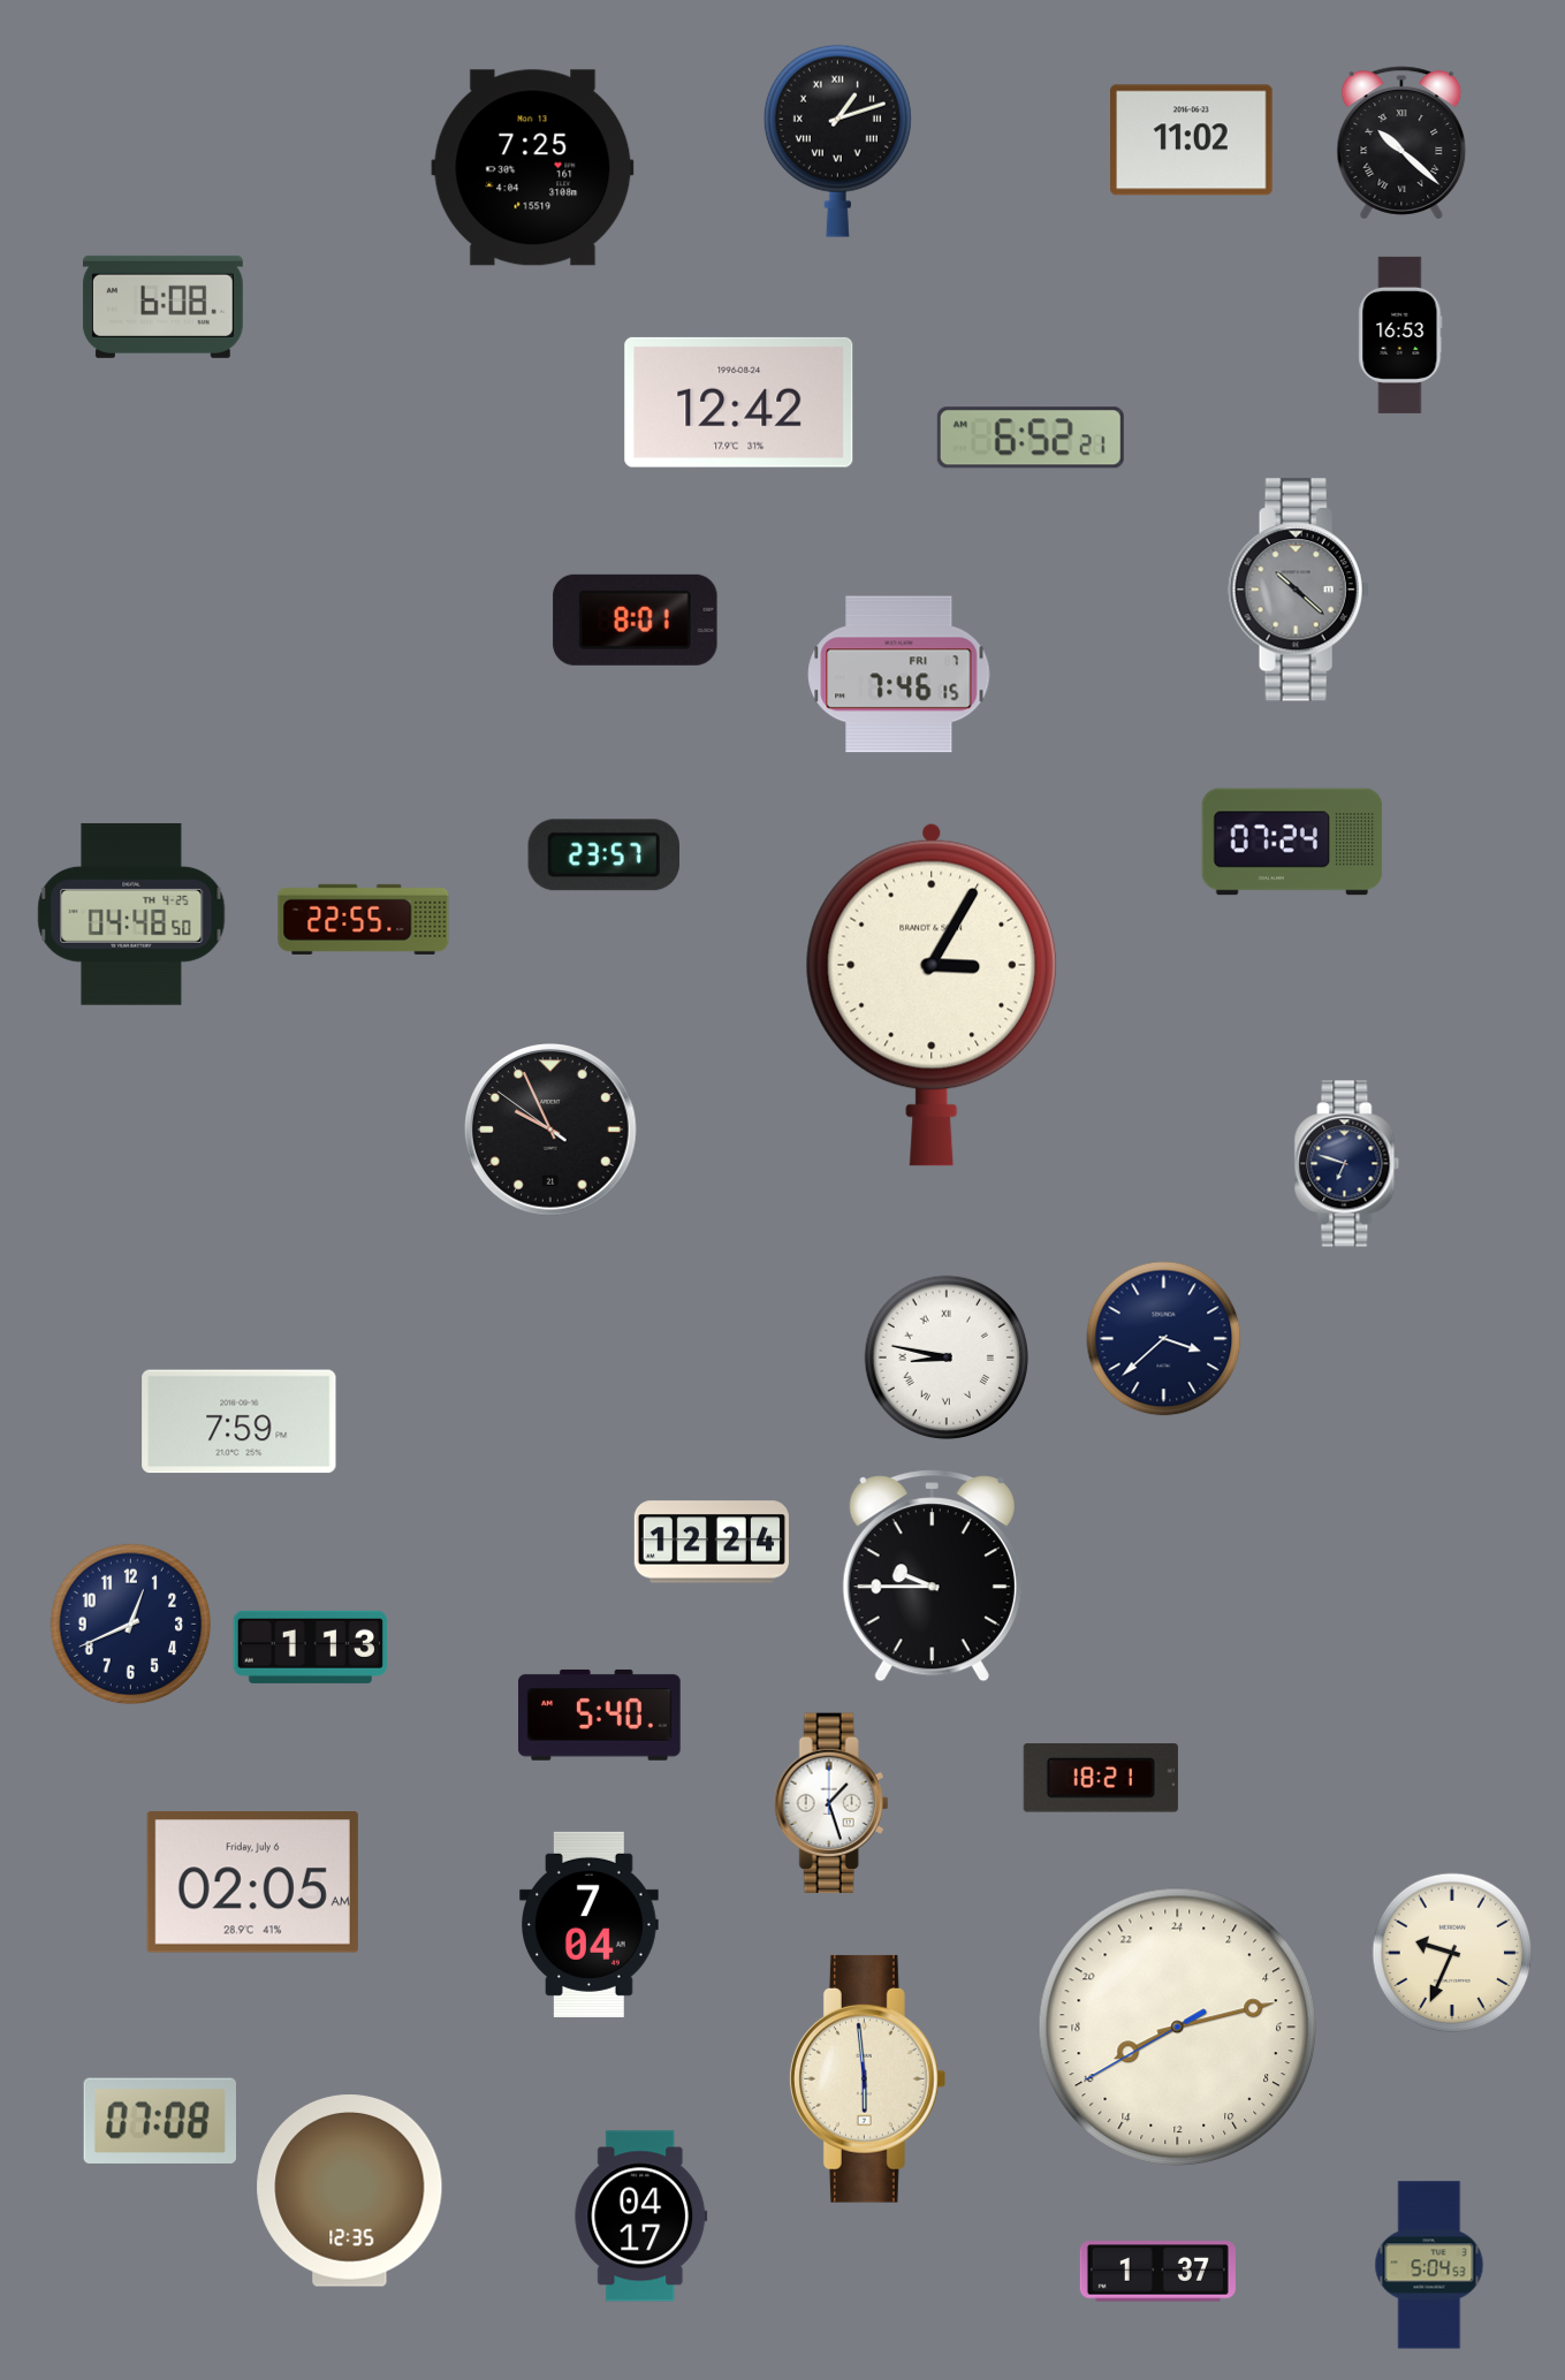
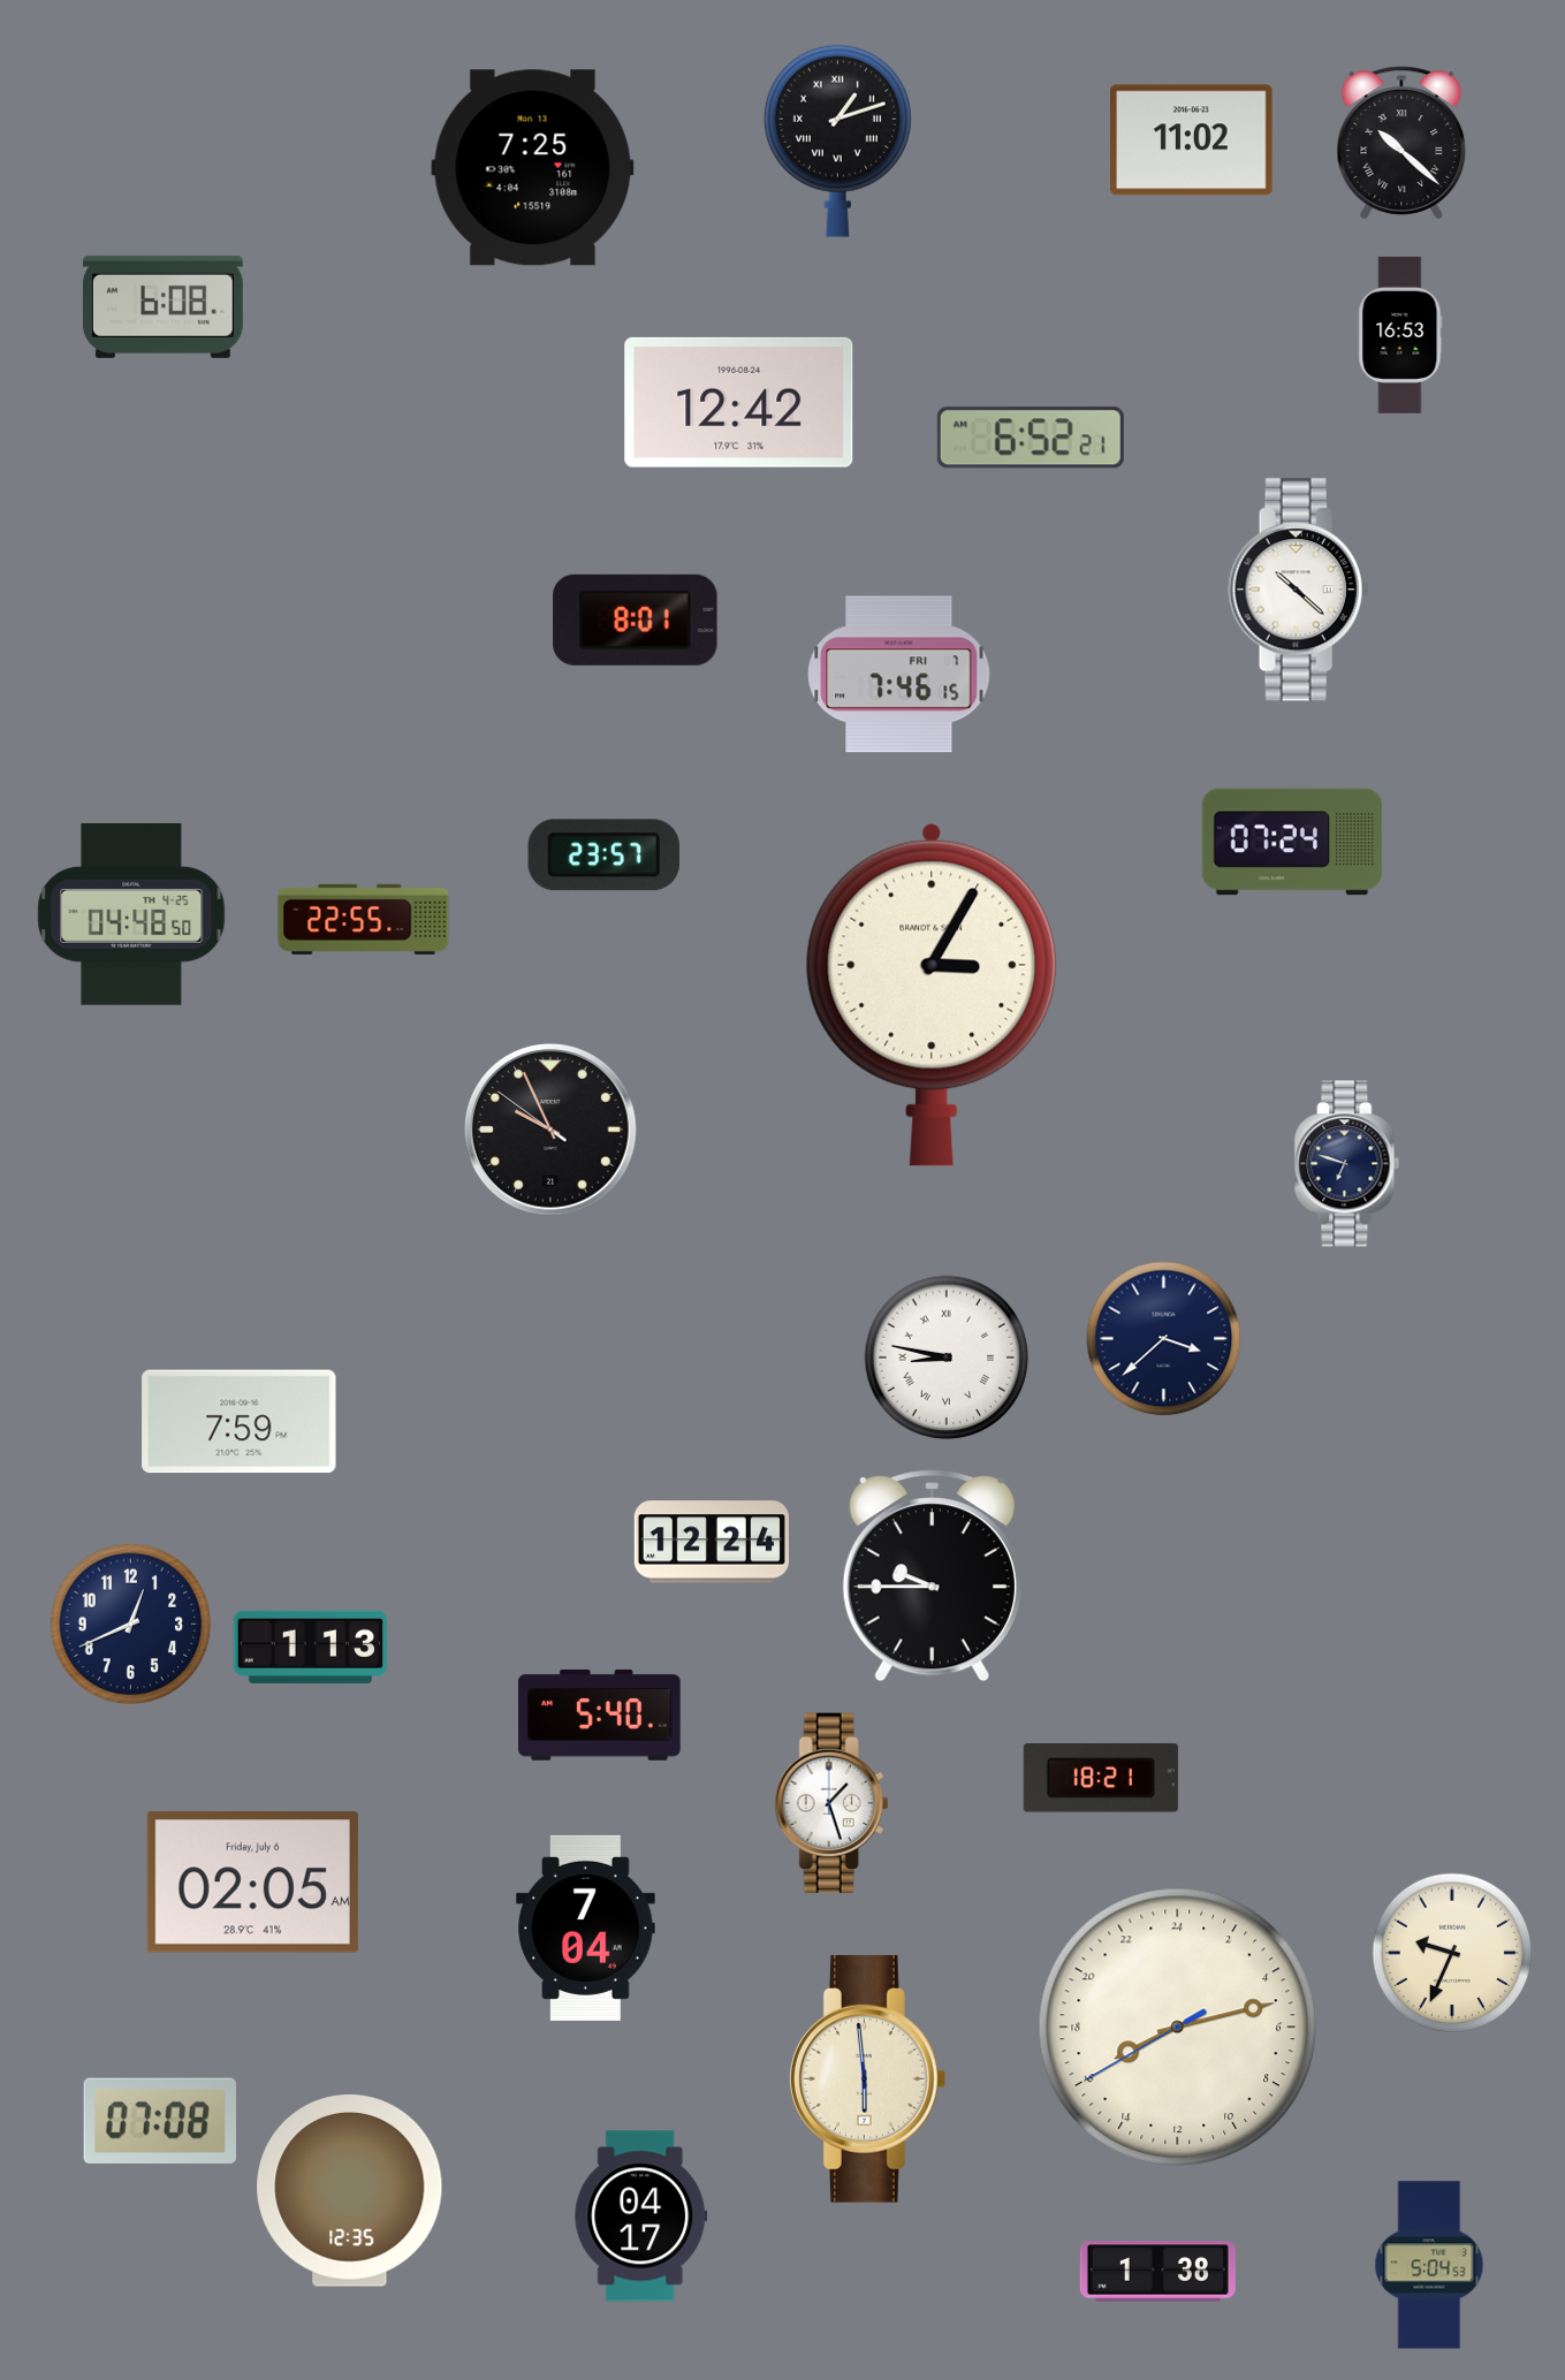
clock at (1299, 590) dial: grey -> white
clock at (590, 1924) position: (590, 1924) -> (586, 1927)
clock at (1157, 2272): 1:37 -> 1:38
